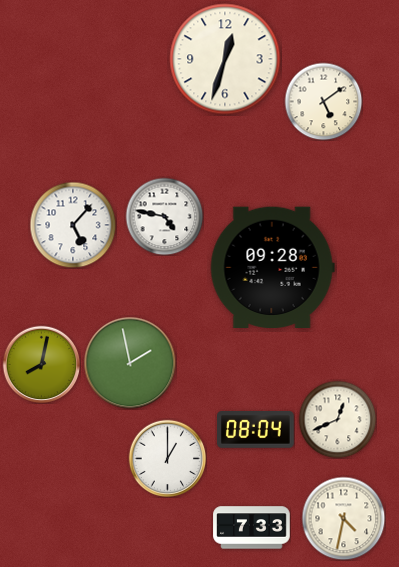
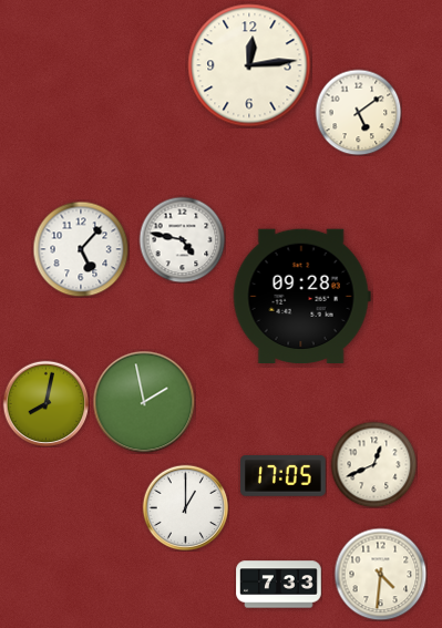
clock at (225, 59): 12:33 -> 12:14
clock at (256, 430): 08:04 -> 17:05
clock at (343, 518): 4:32 -> 4:31
